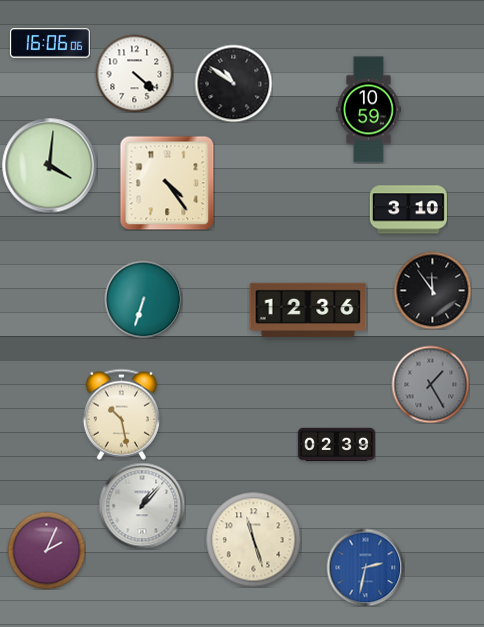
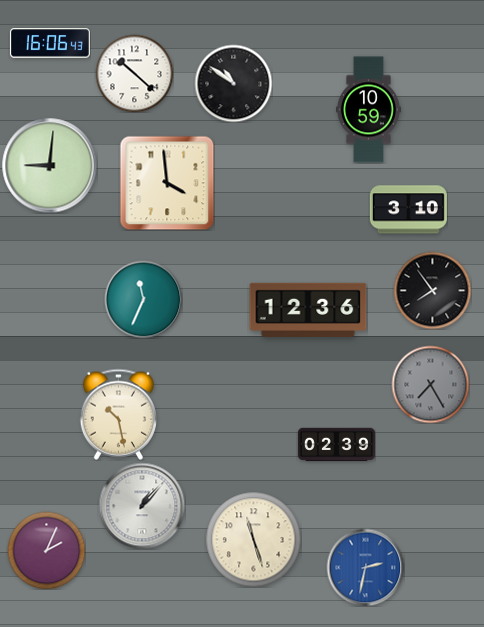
clock at (50, 43): 16:06:06 -> 16:06:43
clock at (134, 73): 4:22 -> 10:22
clock at (49, 165): 4:01 -> 9:01
clock at (167, 183): 4:24 -> 3:59
clock at (432, 290): 11:54 -> 7:54
clock at (143, 299): 6:33 -> 11:34
clock at (430, 384): 1:25 -> 7:25
clock at (121, 414) position: (121, 414) -> (118, 414)
